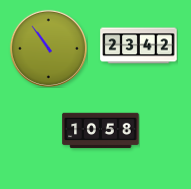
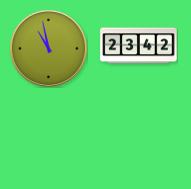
clock at (48, 48): 10:54 -> 10:58
clock at (101, 131): 10:58 -> none
